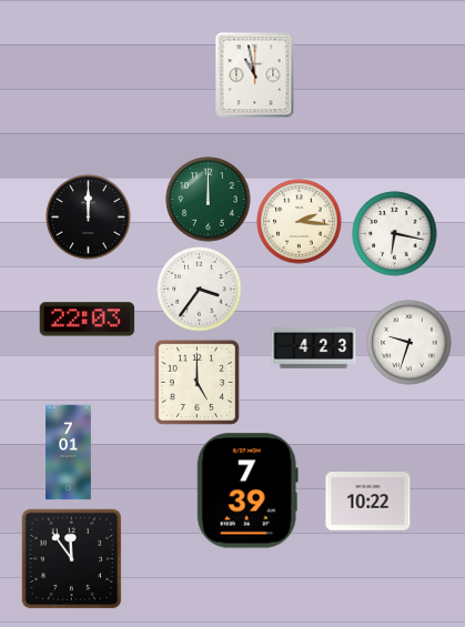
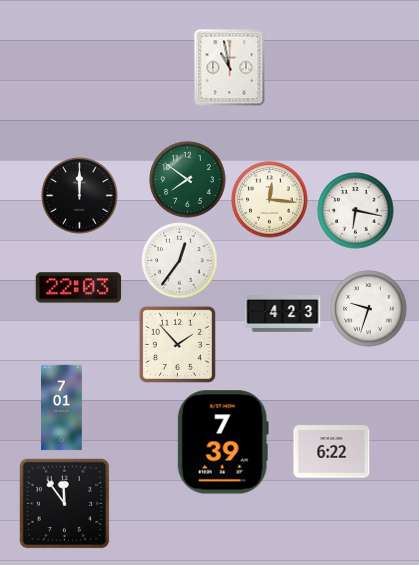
clock at (209, 200): 12:00 -> 7:51
clock at (300, 222): 2:16 -> 12:16
clock at (200, 290): 3:36 -> 12:36
clock at (196, 382): 5:00 -> 1:53
clock at (368, 502): 10:22 -> 6:22
